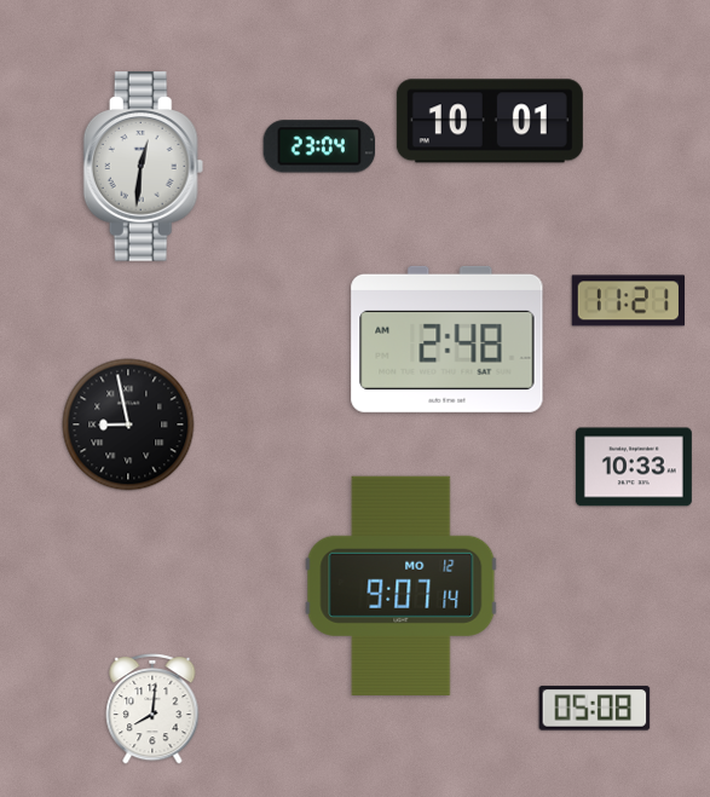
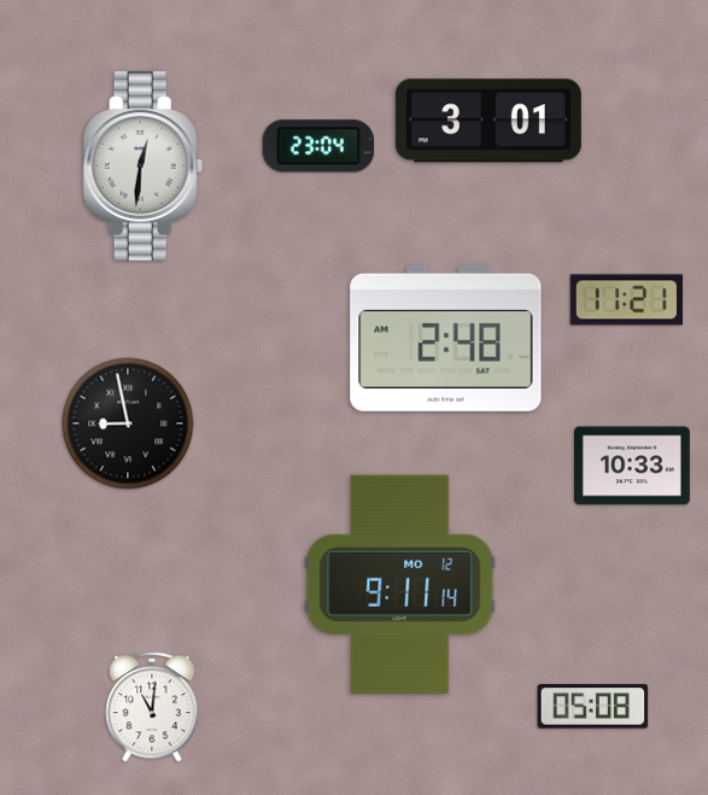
clock at (490, 121): 10:01 -> 3:01
clock at (402, 585): 9:07 -> 9:11
clock at (152, 709): 8:01 -> 11:01
